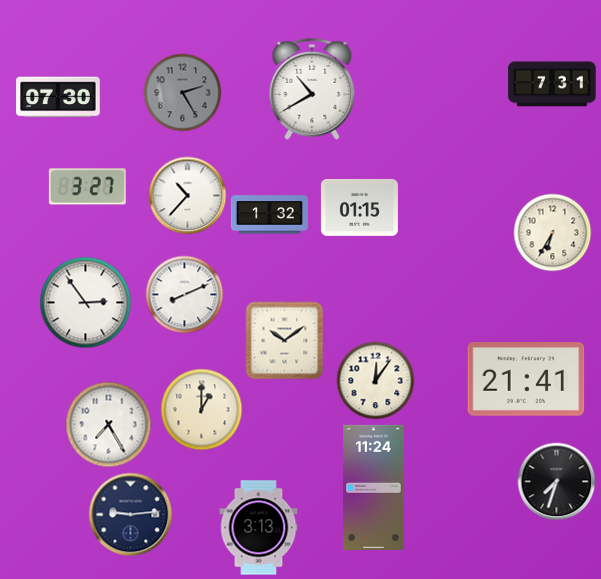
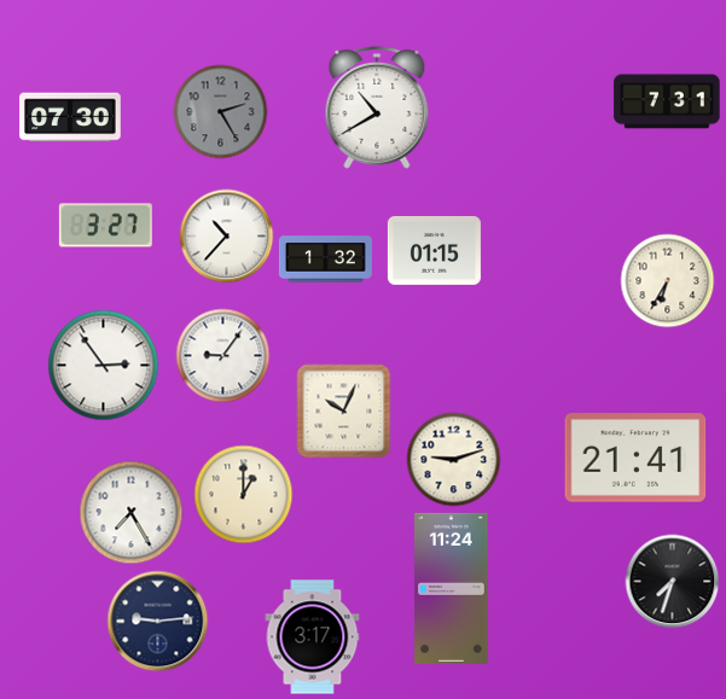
clock at (184, 294): 8:11 -> 9:06
clock at (284, 340): 10:09 -> 10:04
clock at (375, 380): 12:06 -> 9:12
clock at (259, 528): 3:13 -> 3:17
